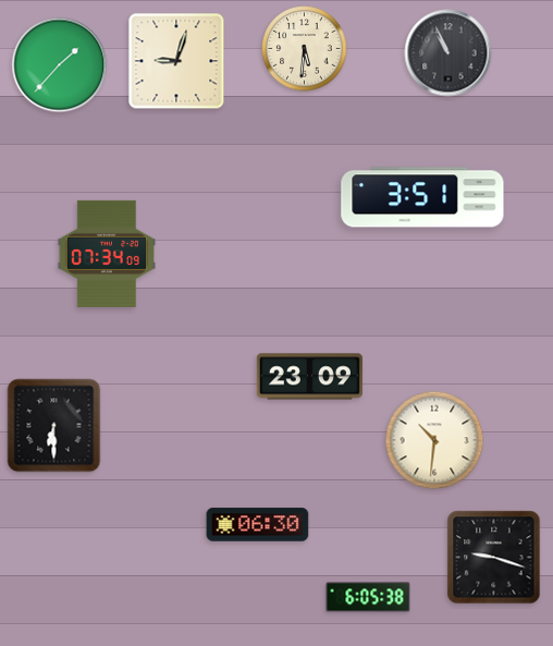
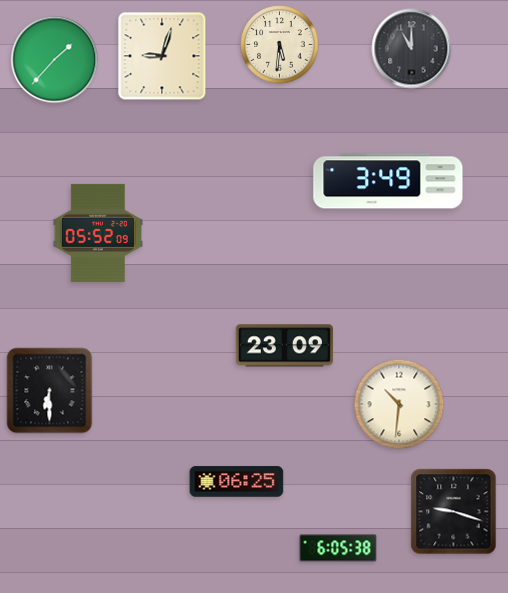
clock at (448, 53): 10:56 -> 11:00
clock at (422, 197): 3:51 -> 3:49
clock at (106, 254): 07:34 -> 05:52
clock at (258, 525): 06:30 -> 06:25
